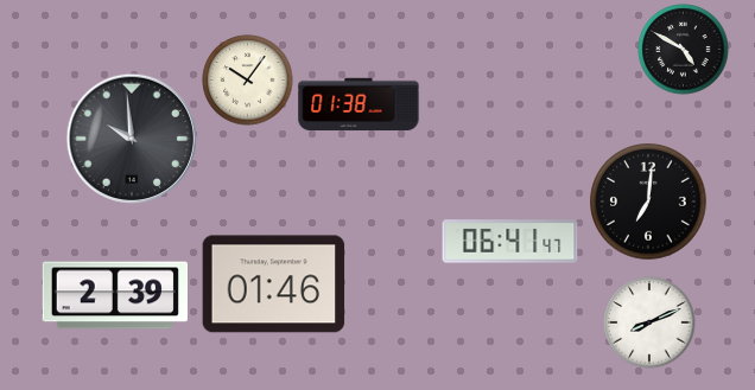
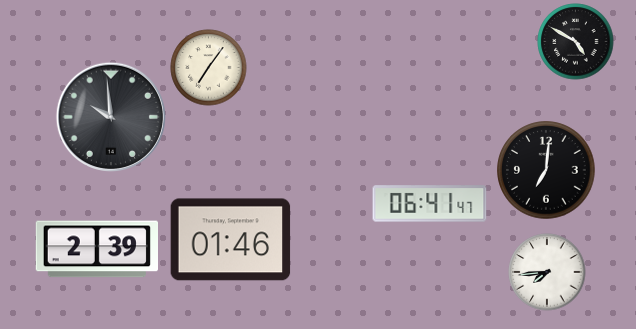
clock at (248, 81): 10:06 -> 7:06
clock at (359, 104): 01:38 -> none
clock at (649, 322): 8:11 -> 7:44
